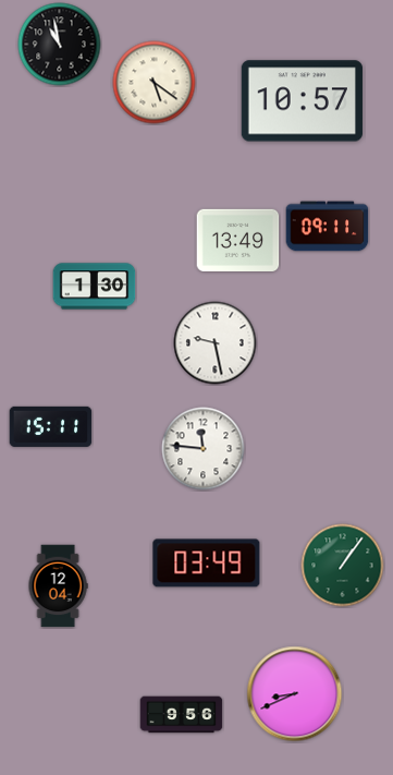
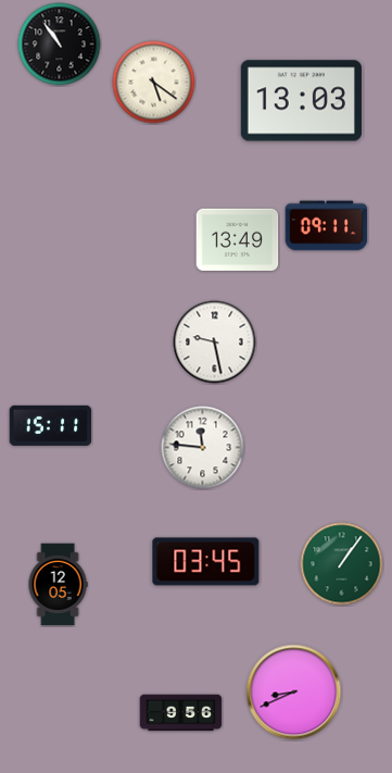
clock at (60, 45): 10:58 -> 10:54
clock at (302, 101): 10:57 -> 13:03
clock at (95, 287): 1:30 -> none
clock at (207, 564): 03:49 -> 03:45
clock at (58, 586): 12:04 -> 12:05
